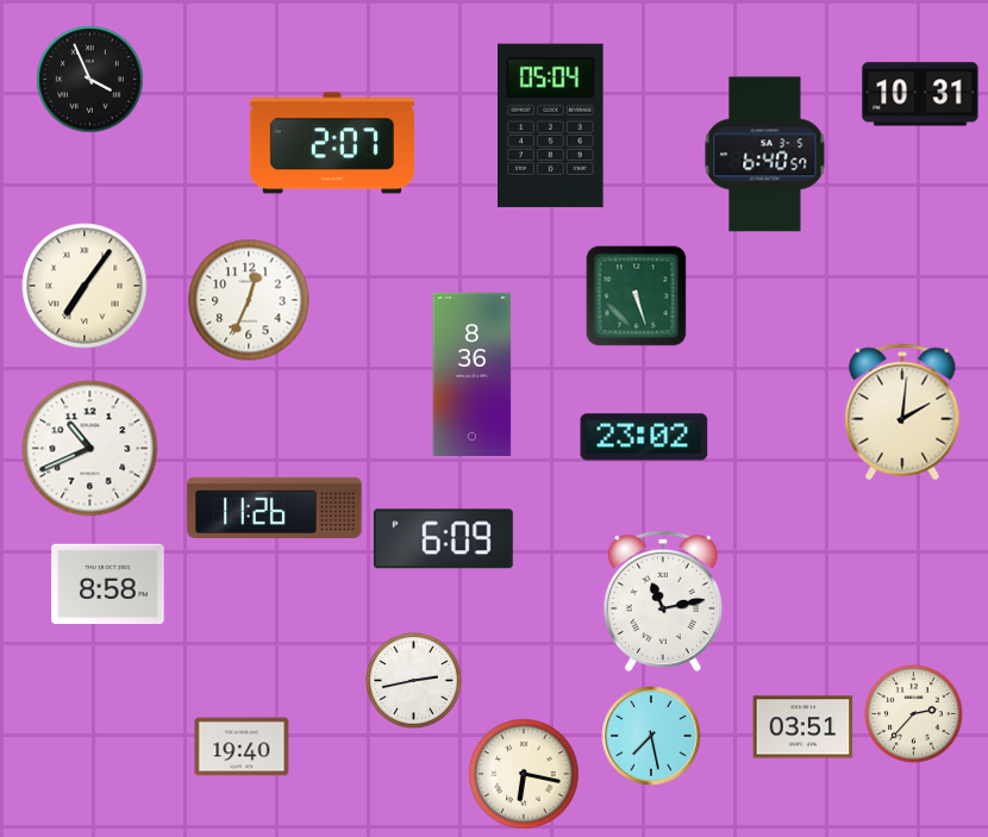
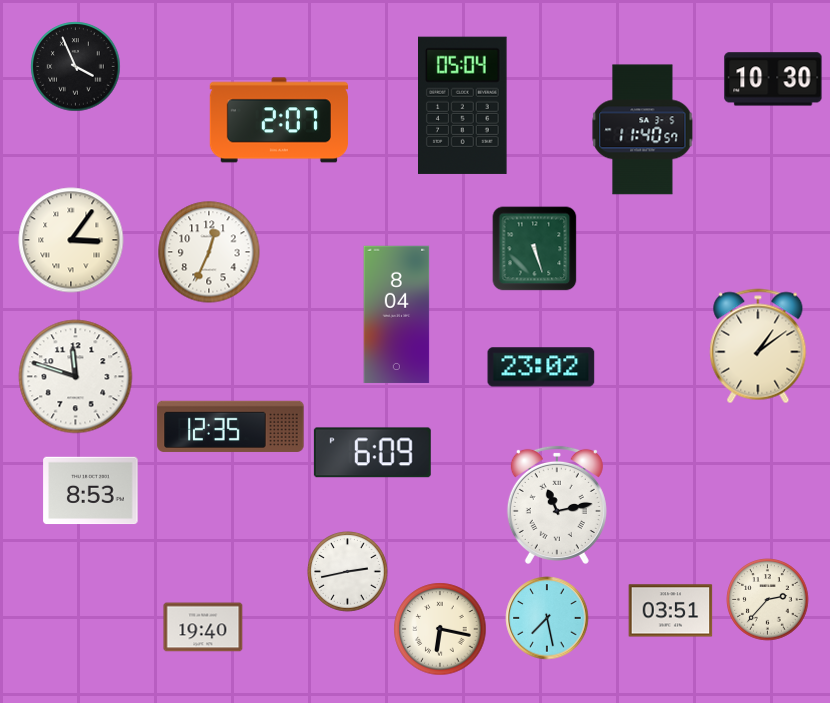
clock at (920, 94): 10:31 -> 10:30
clock at (765, 155): 6:40 -> 11:40
clock at (85, 286): 7:06 -> 3:06
clock at (473, 375): 8:36 -> 8:04
clock at (902, 412): 2:01 -> 1:09
clock at (90, 449): 10:41 -> 11:48
clock at (275, 507): 11:26 -> 12:35
clock at (108, 585): 8:58 -> 8:53
clock at (803, 727) position: (803, 727) -> (671, 611)
clock at (524, 774) position: (524, 774) -> (440, 629)
